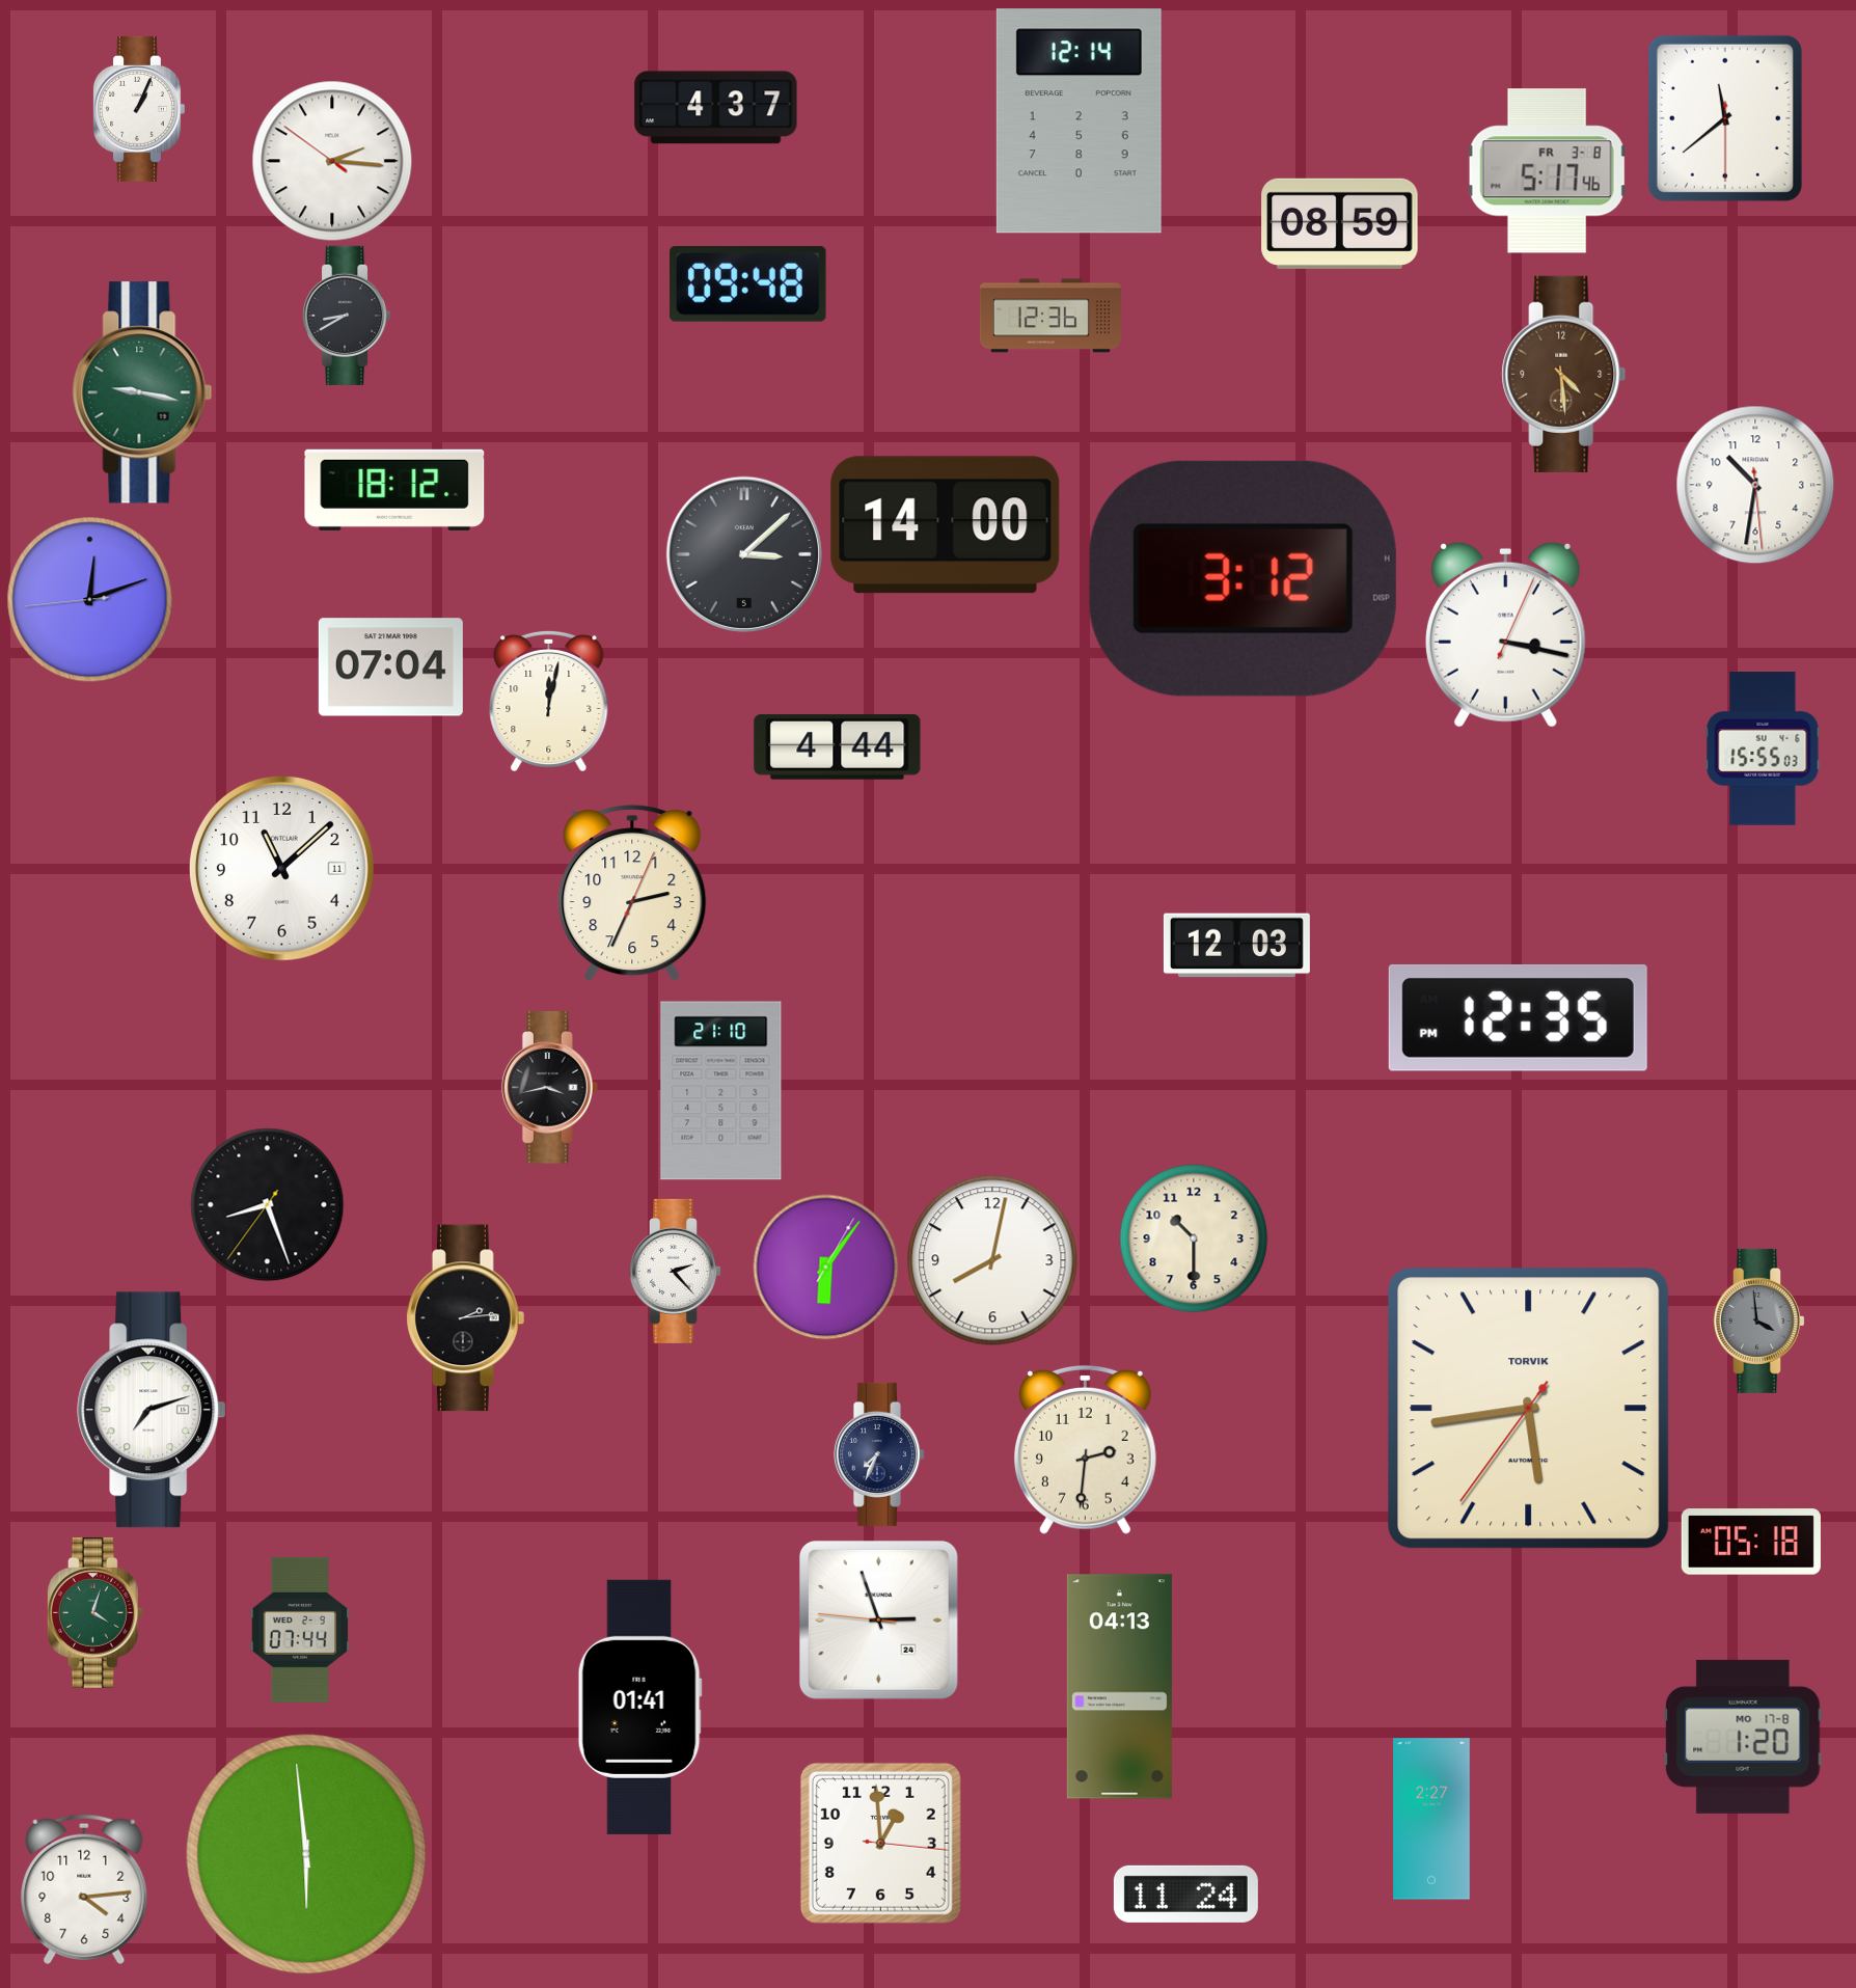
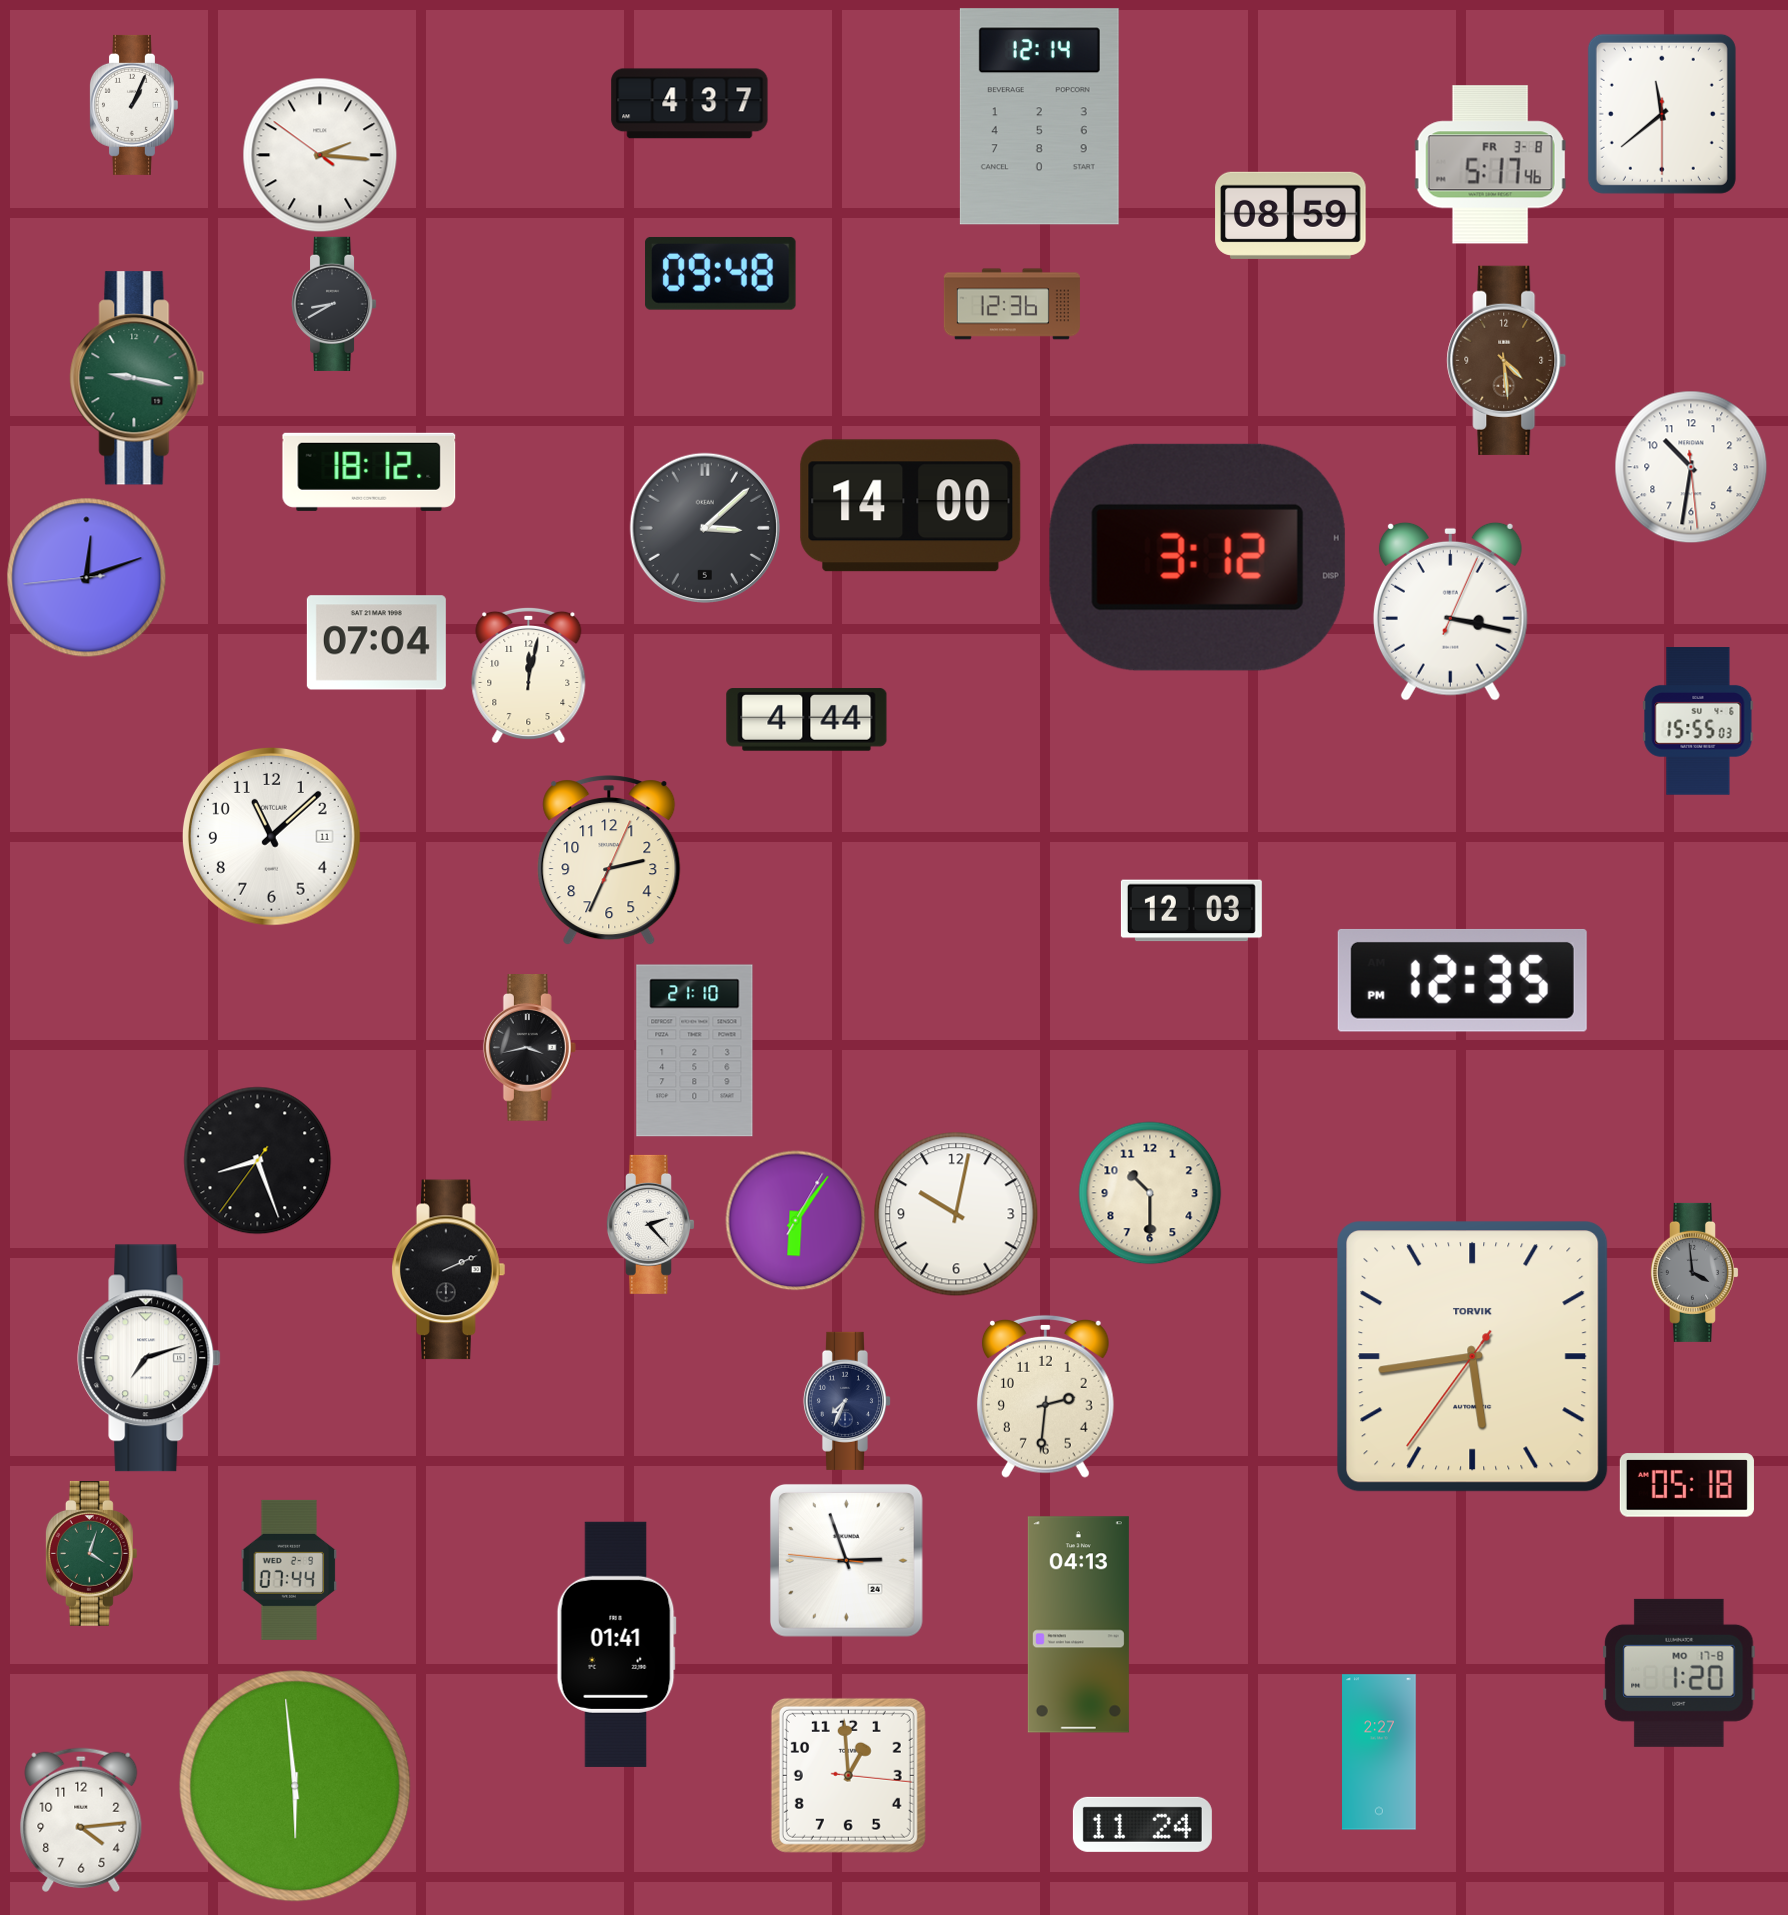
clock at (394, 490) position: (394, 490) -> (369, 472)
clock at (744, 554) position: (744, 554) -> (705, 528)
clock at (992, 1260): 8:02 -> 10:02
clock at (466, 1318): 2:14 -> 2:11
clock at (152, 1410) position: (152, 1410) -> (149, 1358)
